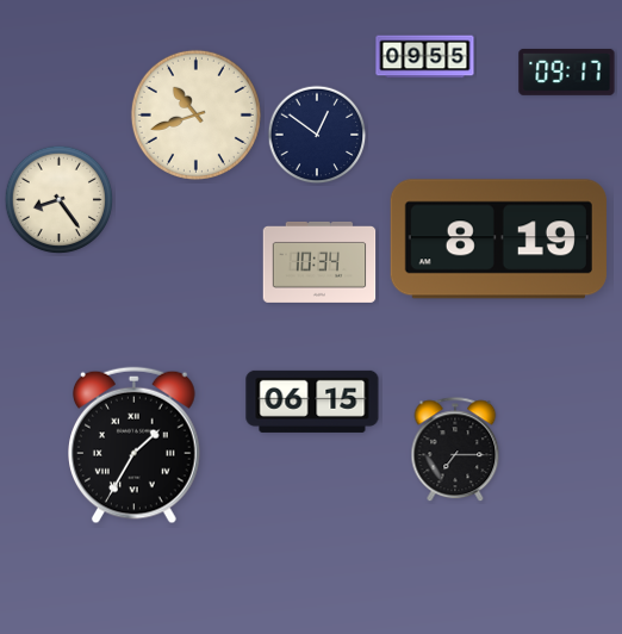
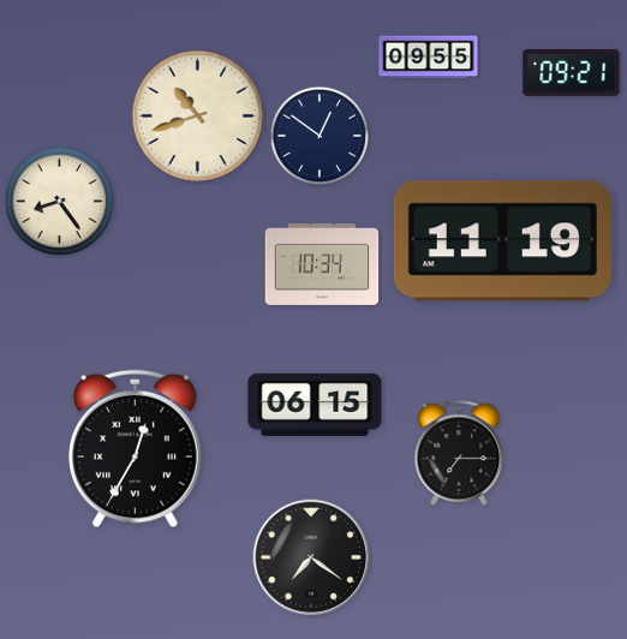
clock at (567, 72): 09:17 -> 09:21
clock at (498, 240): 8:19 -> 11:19
clock at (135, 446): 1:35 -> 12:35
clock at (311, 557): none -> 7:21
